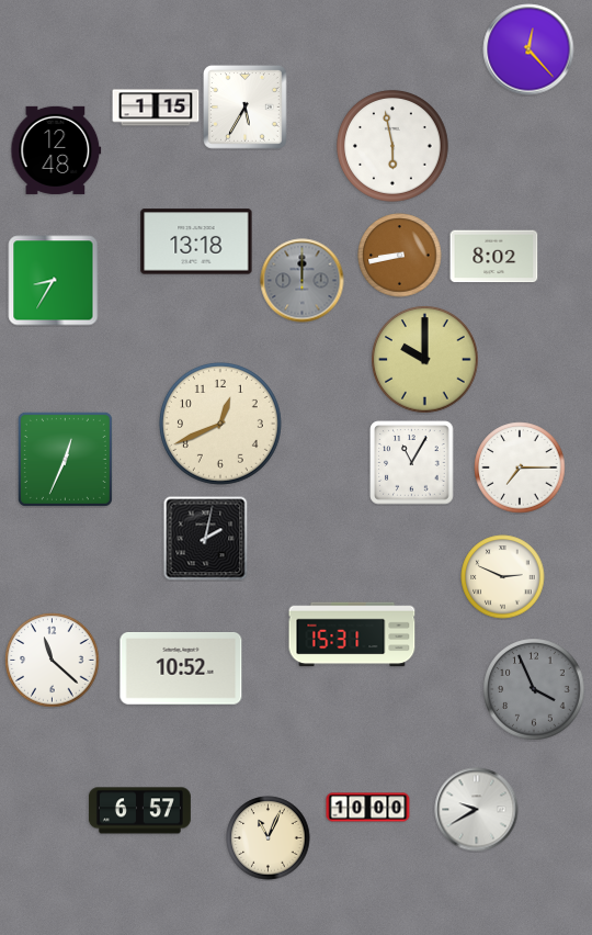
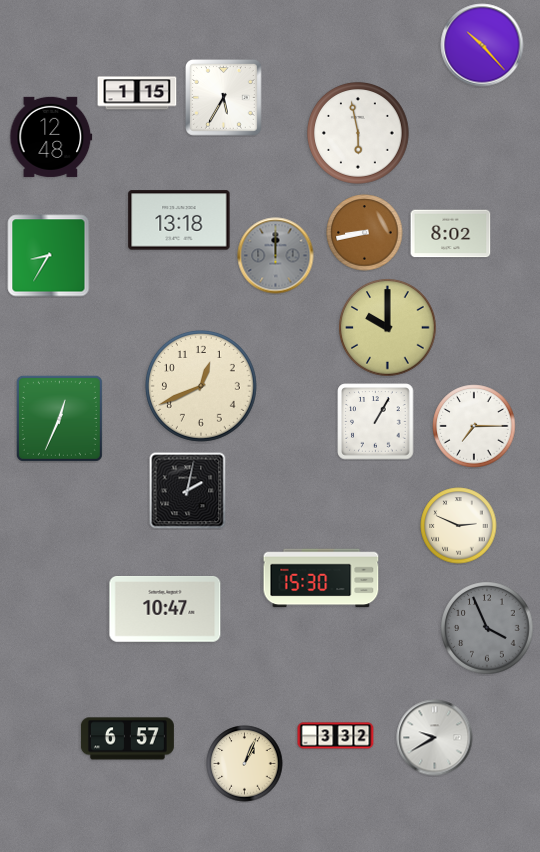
clock at (528, 49): 12:23 -> 10:23
clock at (156, 108) position: (156, 108) -> (137, 93)
clock at (412, 463): 11:05 -> 1:05
clock at (352, 634): 15:31 -> 15:30
clock at (53, 661): 11:22 -> none
clock at (181, 669): 10:52 -> 10:47
clock at (368, 808): 10:00 -> 3:32
clock at (269, 838): 11:04 -> 1:04
